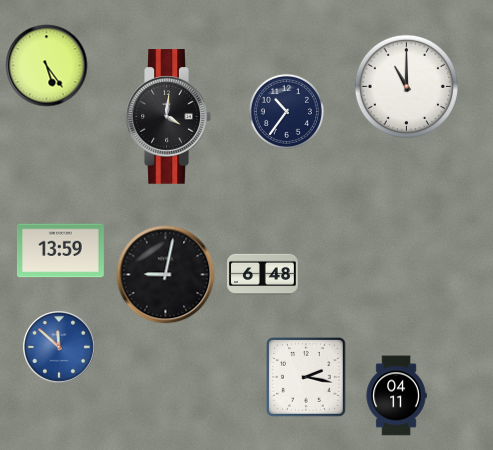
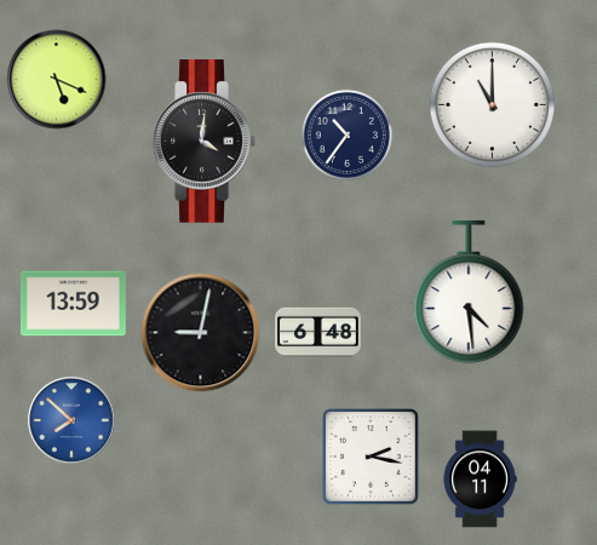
clock at (47, 66): 5:24 -> 5:19
clock at (469, 292): none -> 4:29
clock at (60, 348): 11:52 -> 7:52
